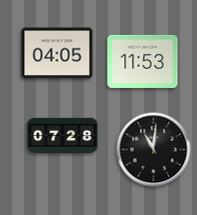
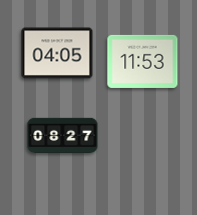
clock at (63, 135): 07:28 -> 08:27
clock at (154, 150): 11:01 -> none
